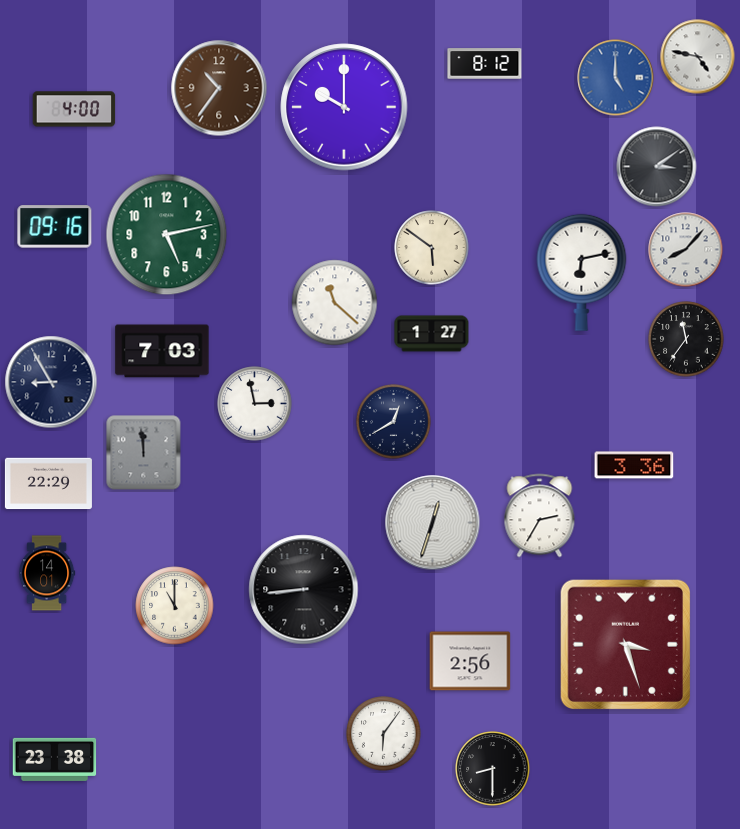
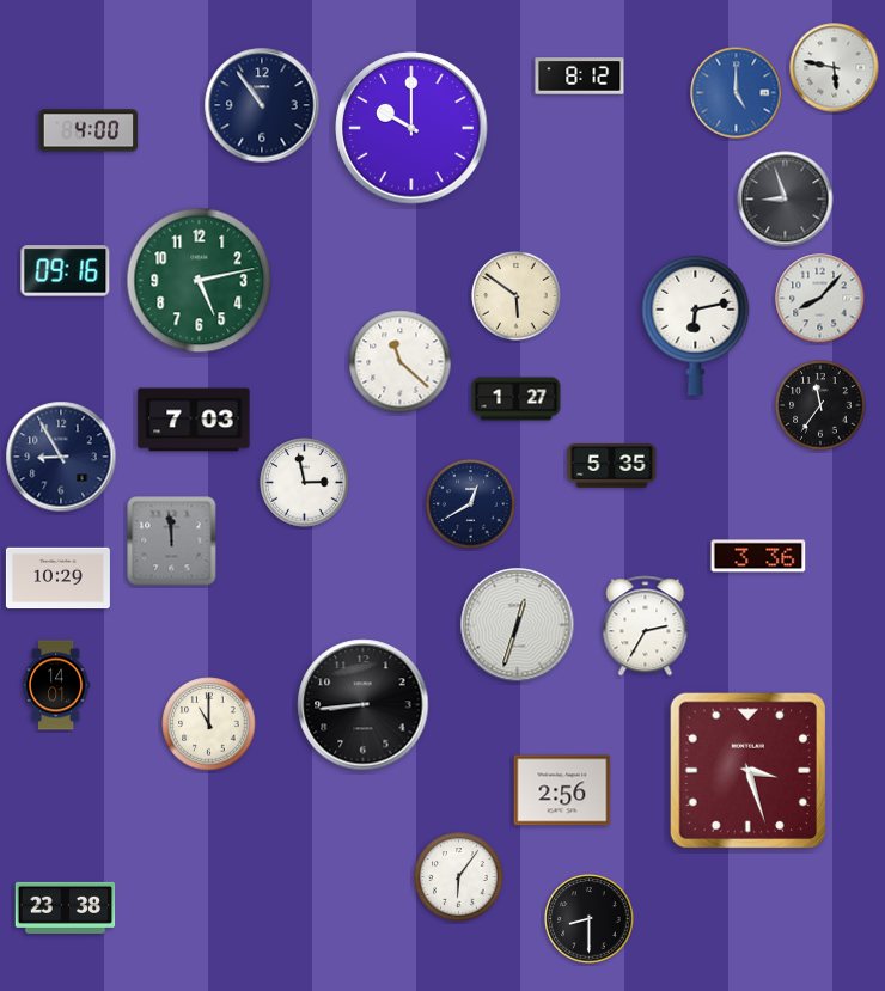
clock at (698, 57): 4:47 -> 5:47
clock at (219, 88): 10:36 -> 10:54
clock at (219, 88) dial: brown -> navy
clock at (657, 167): 3:09 -> 8:57
clock at (612, 466): none -> 5:35
clock at (48, 484): 22:29 -> 10:29
clock at (540, 516) position: (540, 516) -> (646, 626)
